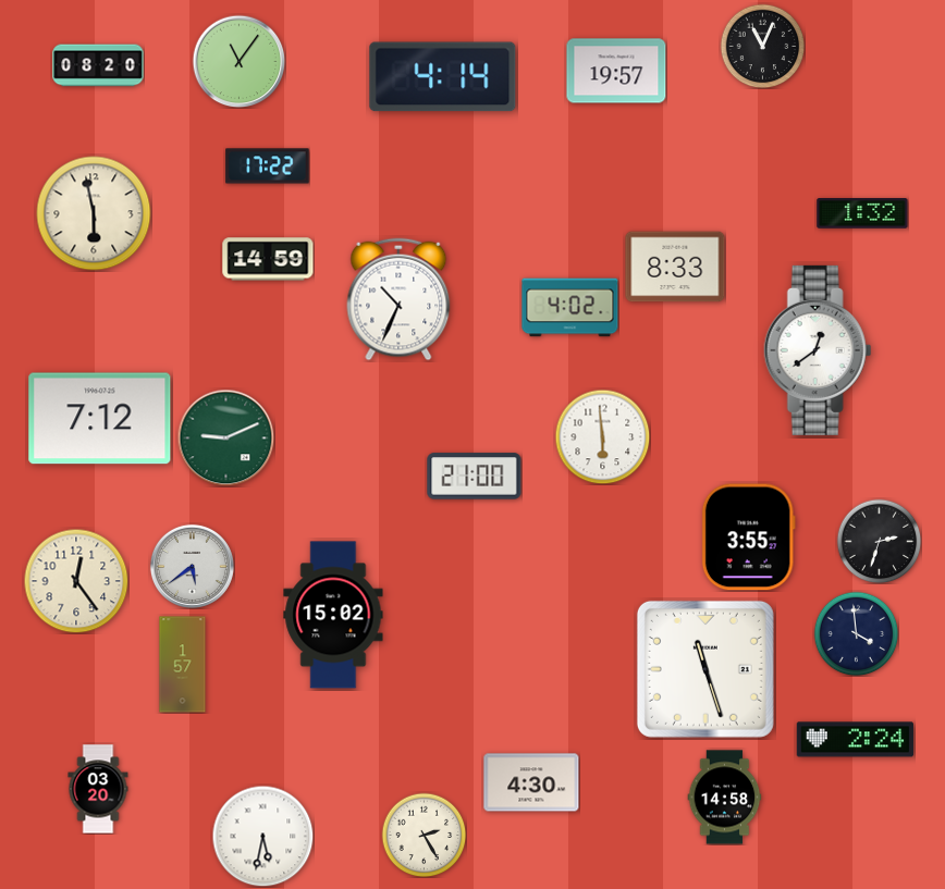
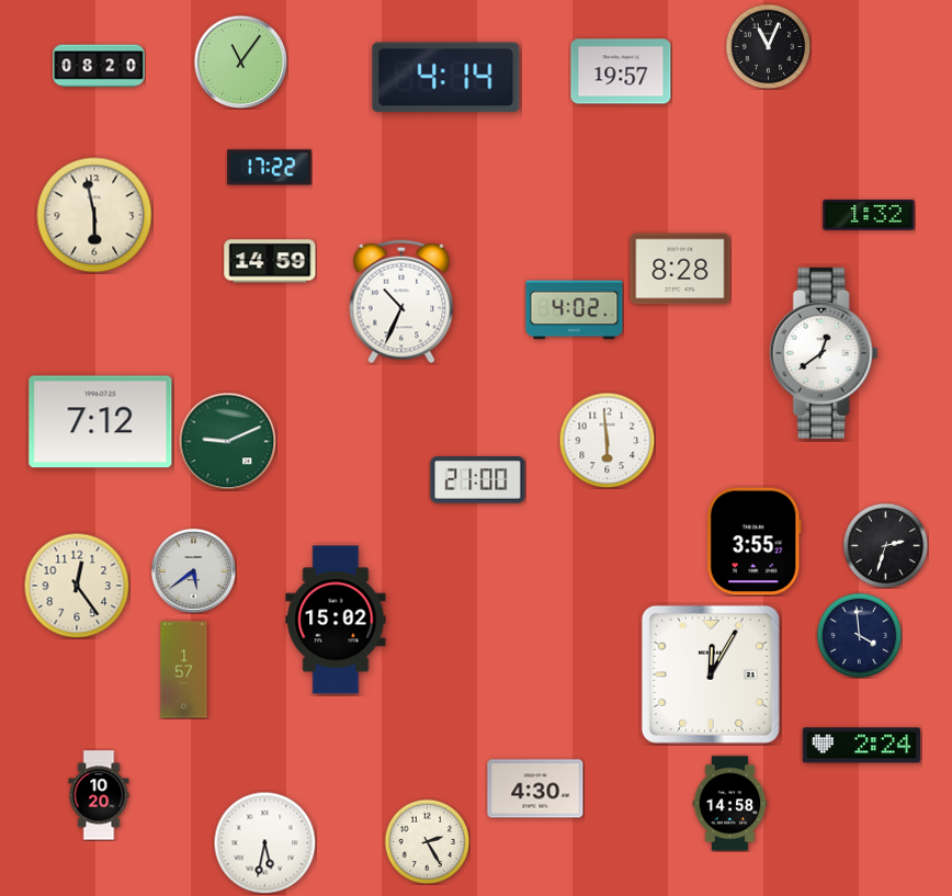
clock at (675, 267): 8:33 -> 8:28
clock at (856, 633) position: (856, 633) -> (859, 635)
clock at (705, 669): 11:27 -> 12:05
clock at (98, 789): 03:20 -> 10:20
